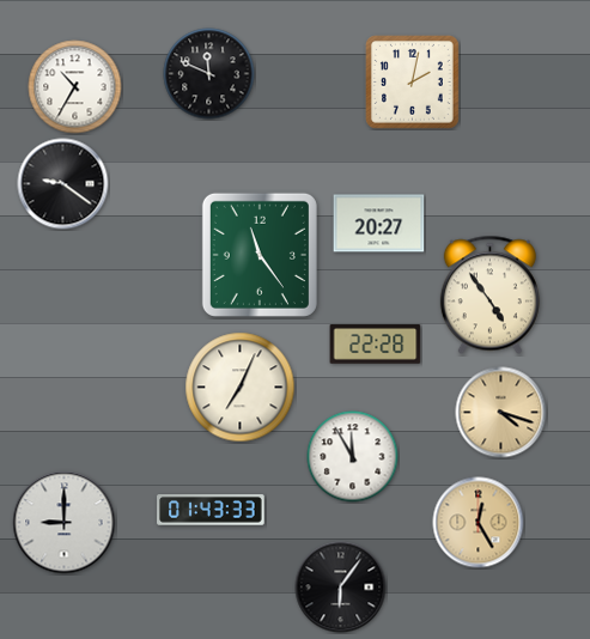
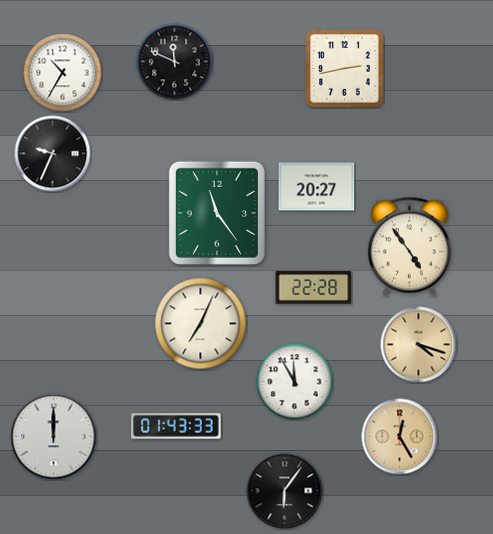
clock at (413, 83): 2:02 -> 2:43
clock at (63, 184): 9:21 -> 9:34
clock at (65, 523): 9:00 -> 12:00
